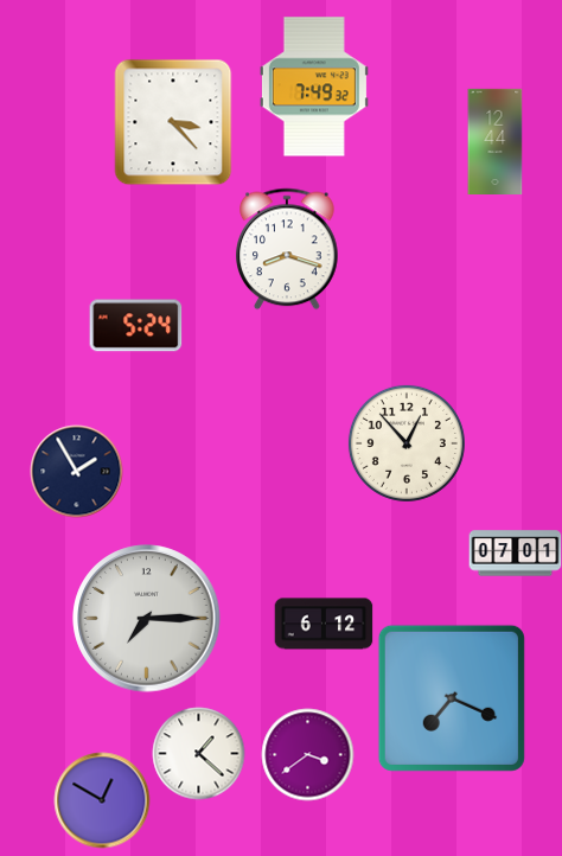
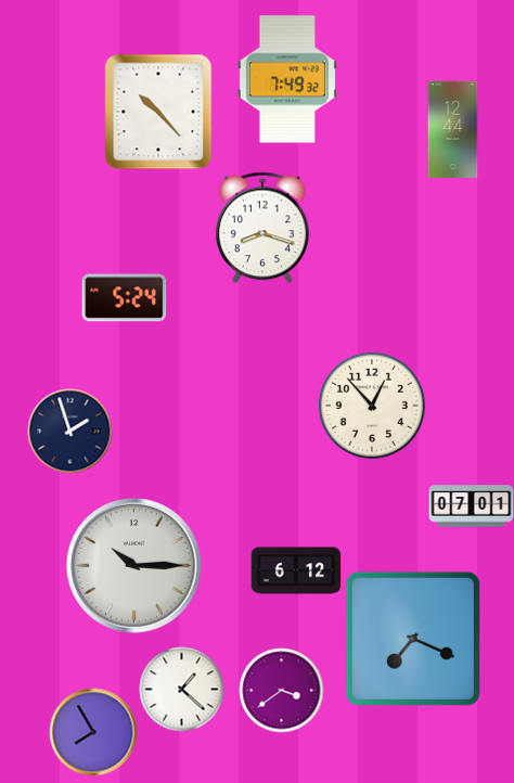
clock at (173, 122): 3:23 -> 10:23
clock at (76, 471): 1:55 -> 1:57
clock at (147, 619): 7:15 -> 10:15
clock at (102, 800): 12:50 -> 7:55
